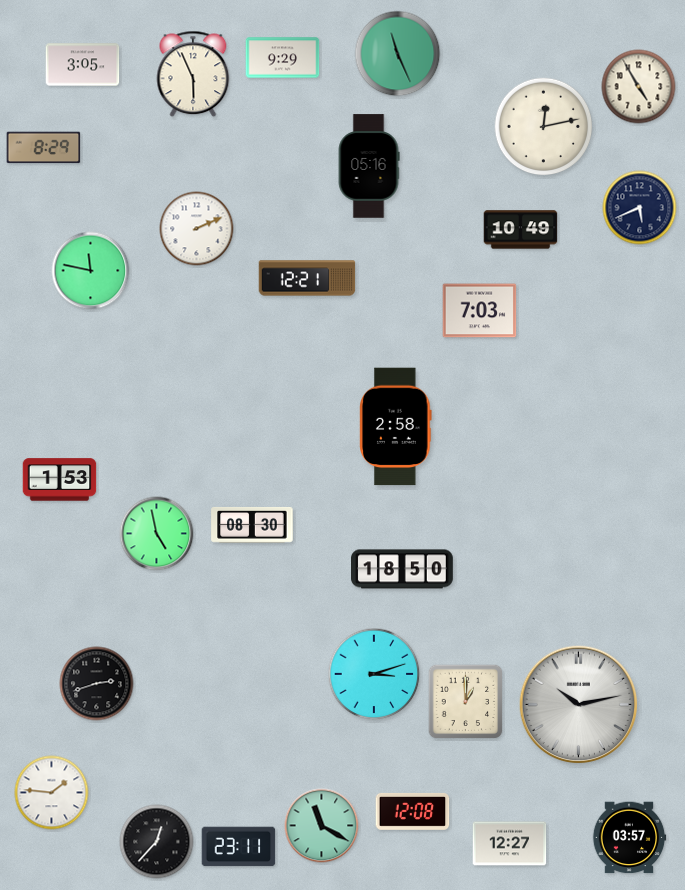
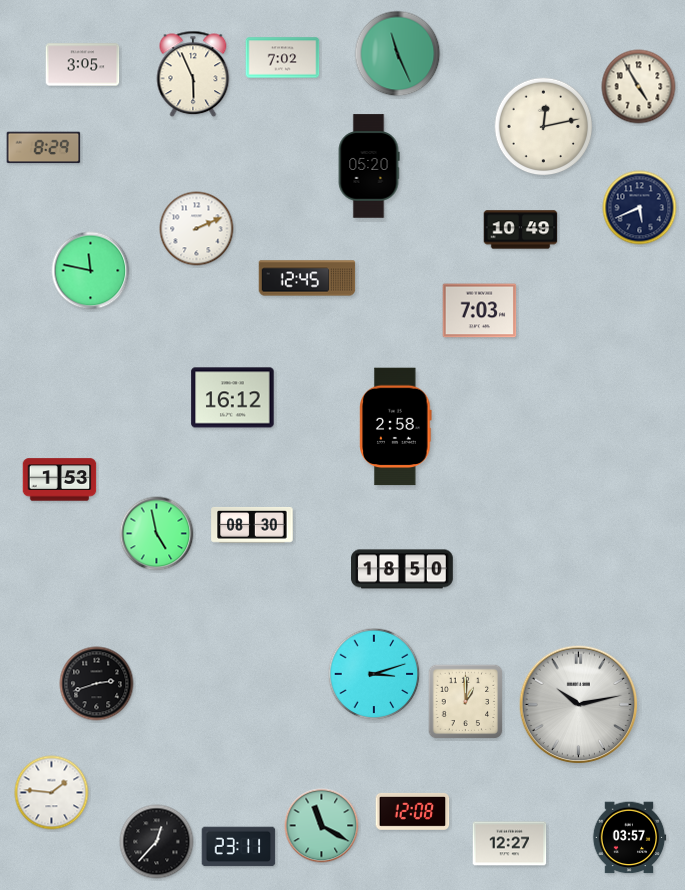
clock at (283, 58): 9:29 -> 7:02
clock at (369, 166): 05:16 -> 05:20
clock at (307, 278): 12:21 -> 12:45
clock at (233, 398): none -> 16:12
